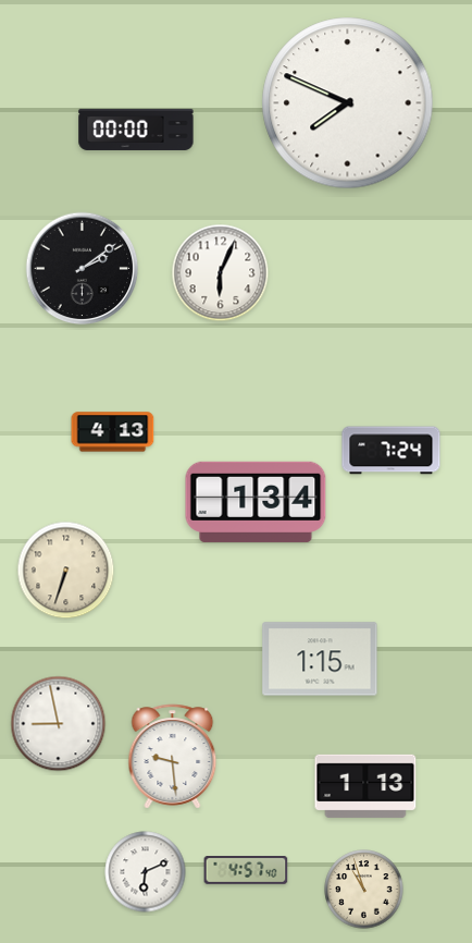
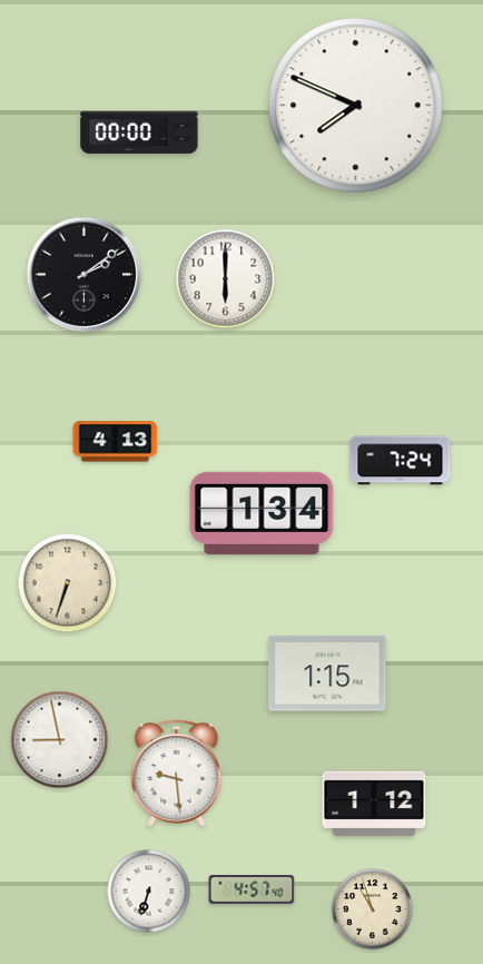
clock at (221, 273): 6:04 -> 6:00
clock at (365, 786): 1:13 -> 1:12
clock at (146, 872): 6:11 -> 6:33
